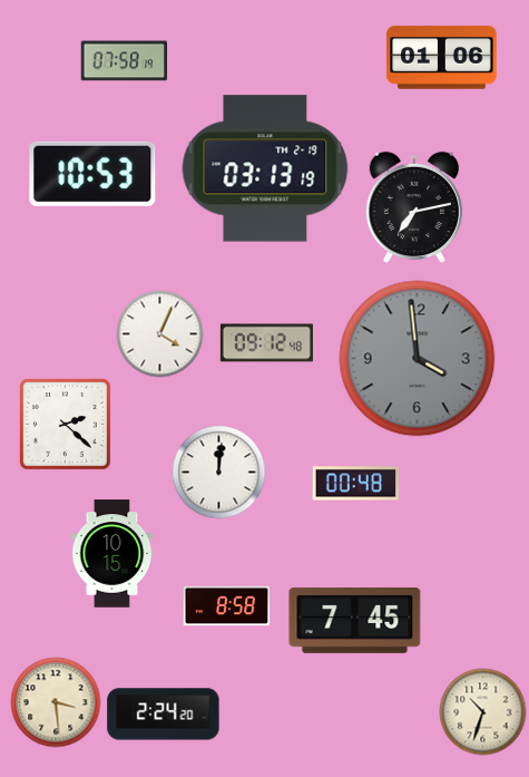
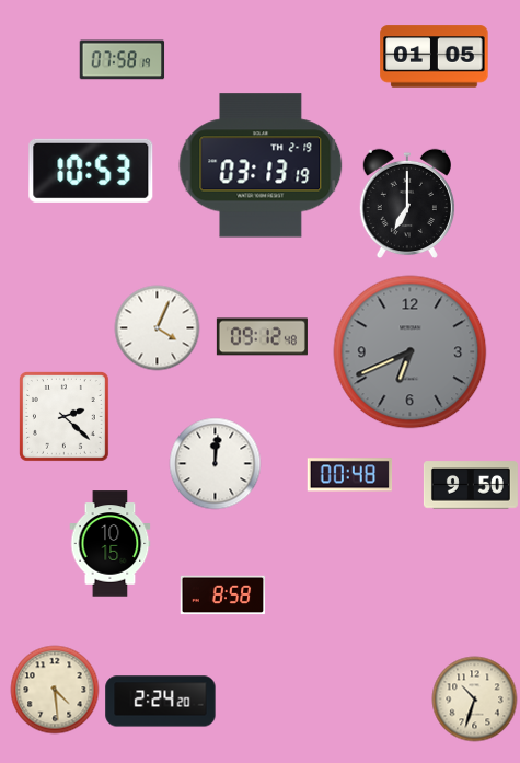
clock at (442, 58): 01:06 -> 01:05
clock at (414, 207): 7:13 -> 7:00
clock at (418, 359): 3:59 -> 6:41
clock at (471, 485): none -> 9:50
clock at (355, 621): 7:45 -> none
clock at (56, 702): 3:29 -> 4:29
